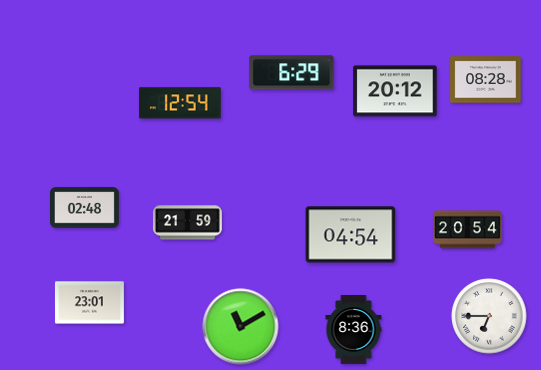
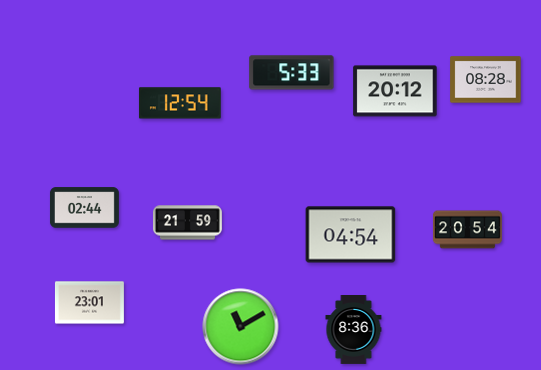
clock at (292, 73): 6:29 -> 5:33
clock at (84, 208): 02:48 -> 02:44
clock at (489, 316): 6:45 -> none
